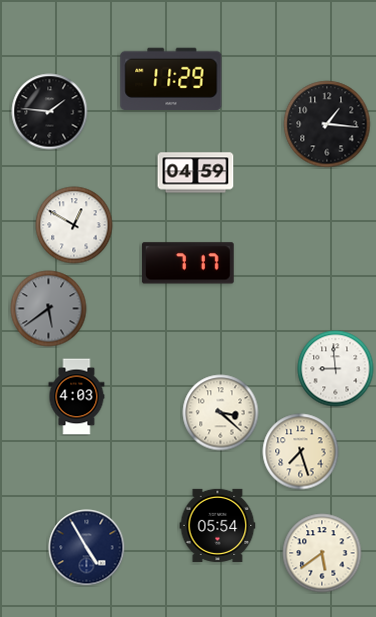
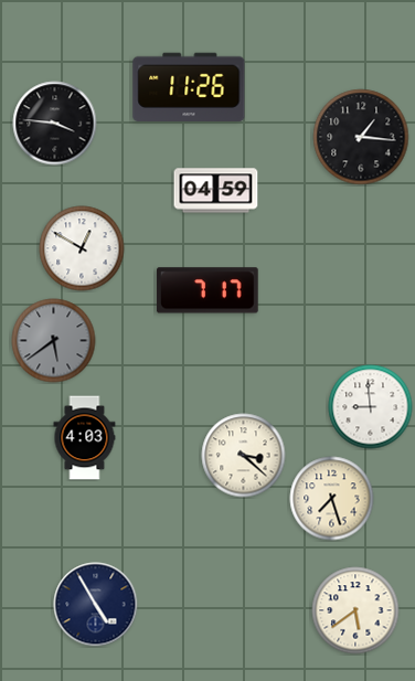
clock at (171, 78): 11:29 -> 11:26
clock at (50, 112): 1:46 -> 3:46
clock at (218, 525): 05:54 -> none
